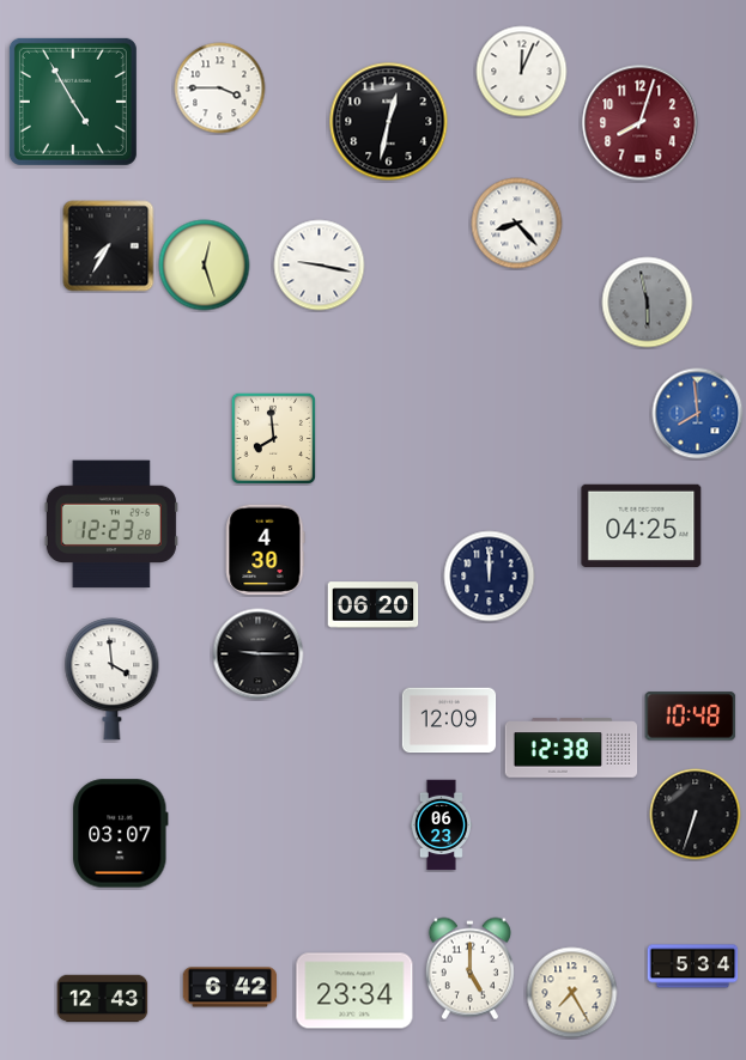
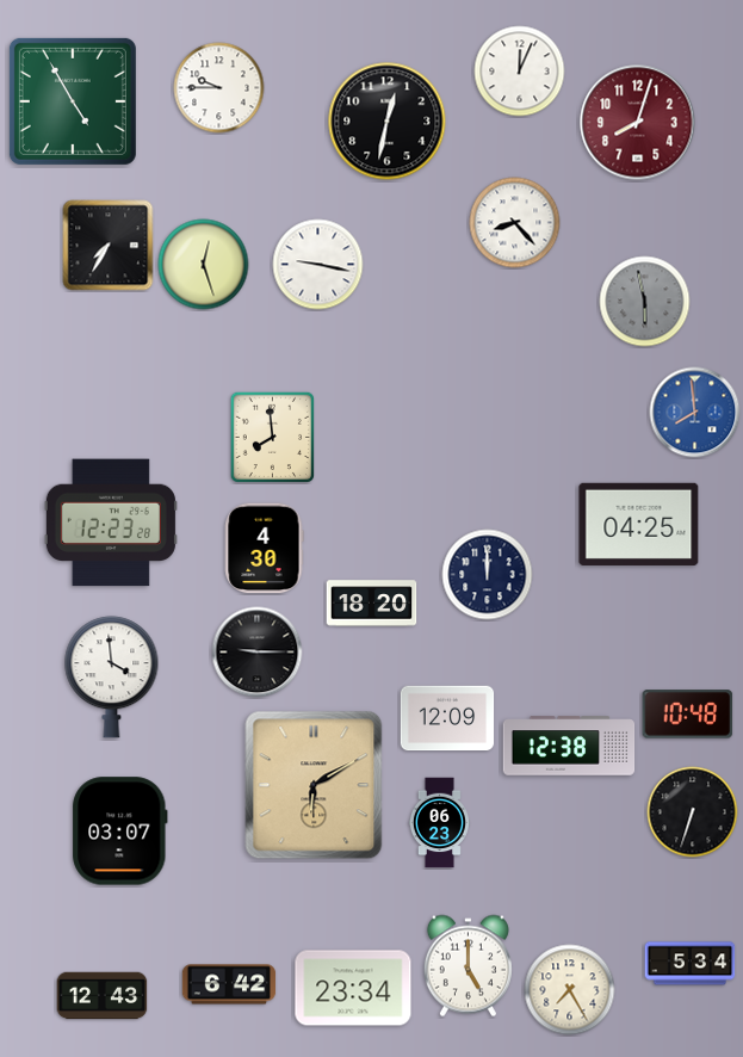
clock at (220, 89): 3:45 -> 9:45
clock at (374, 605): 06:20 -> 18:20
clock at (314, 785): none -> 6:10
